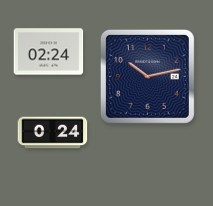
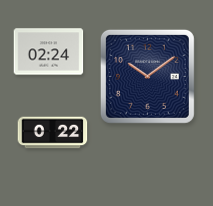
clock at (147, 76): 10:13 -> 10:09
clock at (53, 133): 0:24 -> 0:22
